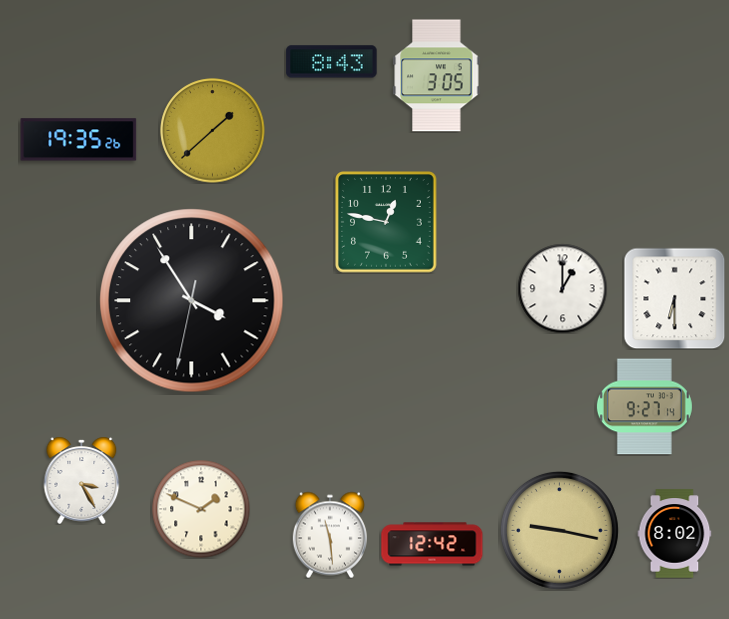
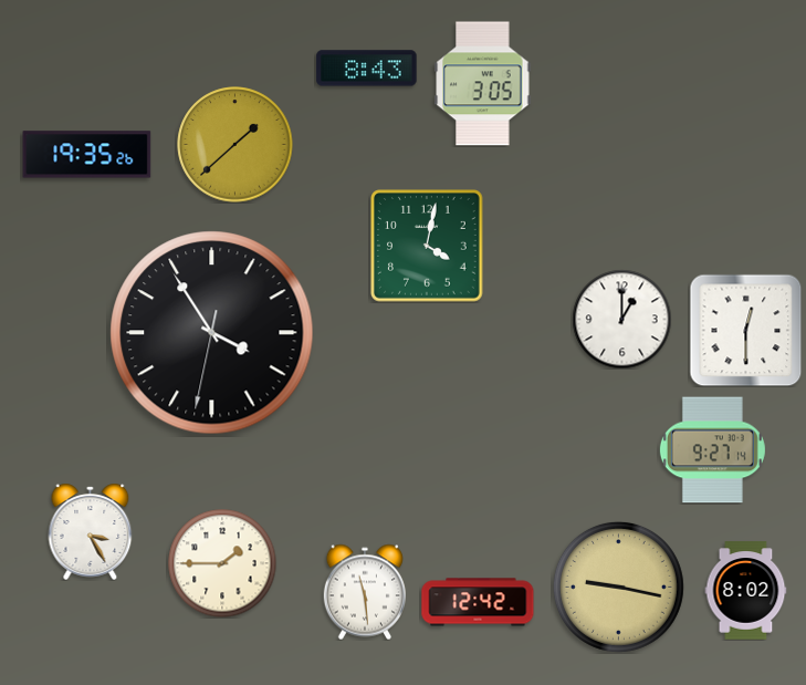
clock at (387, 223): 12:47 -> 4:02
clock at (674, 298): 6:30 -> 12:30
clock at (201, 509): 1:49 -> 1:45
